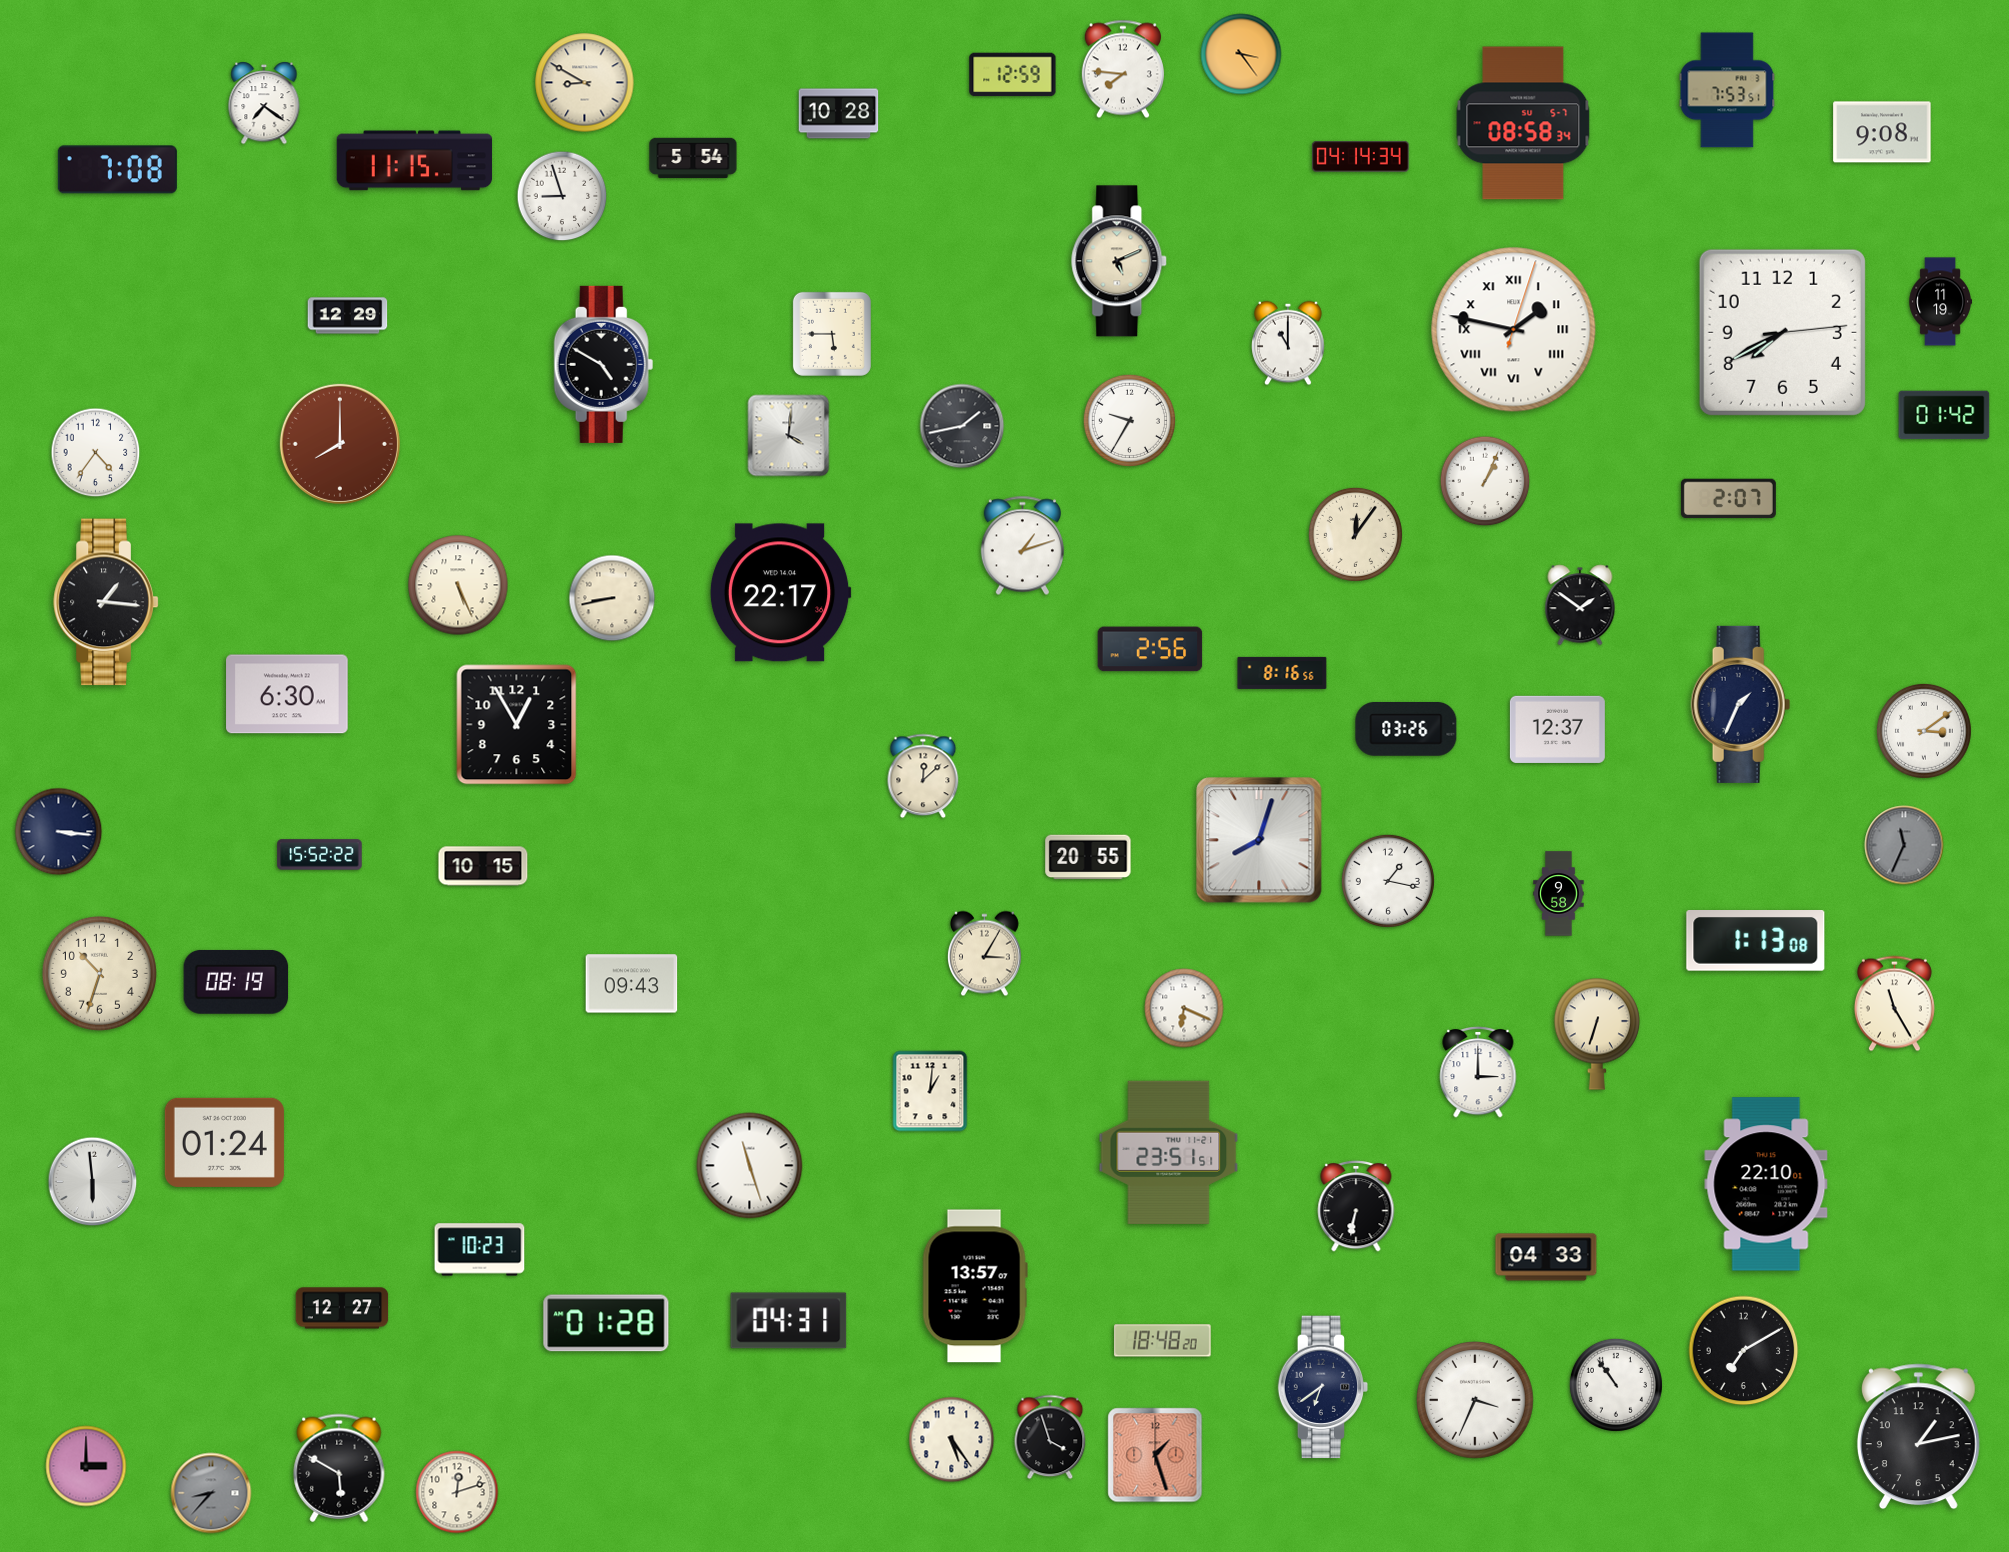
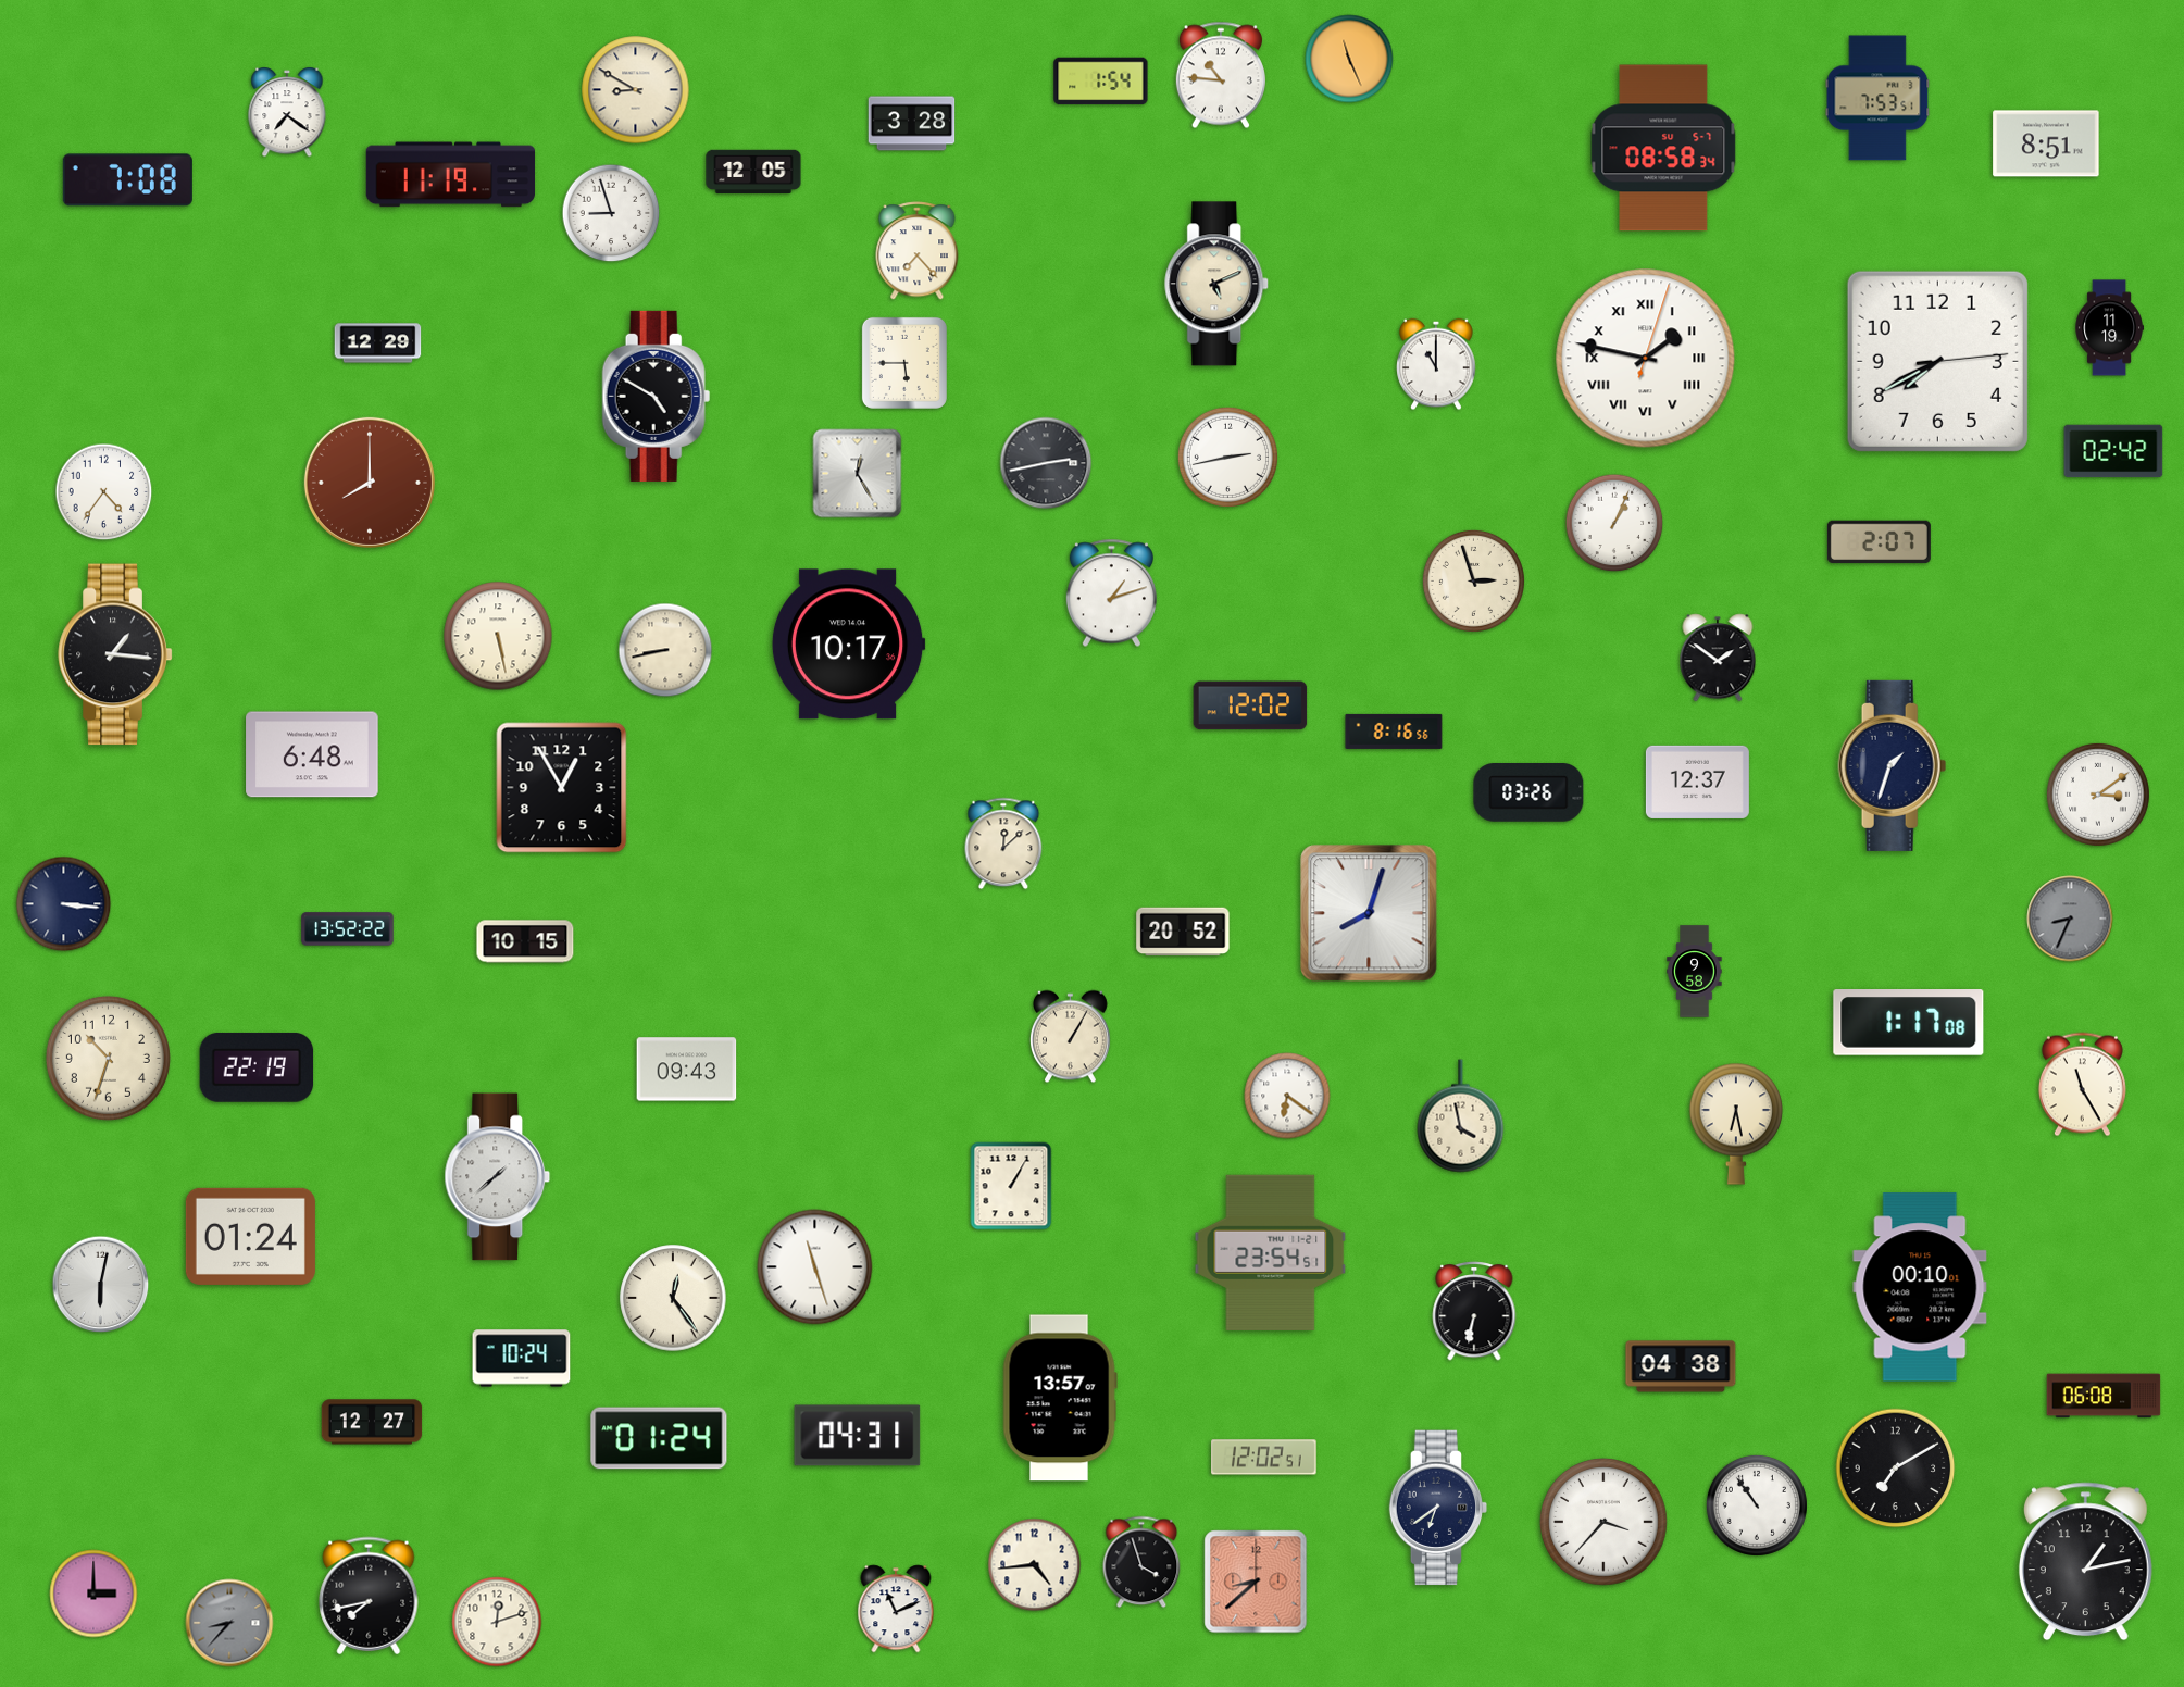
clock at (1241, 54): 3:24 -> 11:26
clock at (1123, 69): 7:46 -> 10:46
clock at (1013, 75): 12:59 -> 1:54
clock at (839, 114): 10:28 -> 3:28
clock at (1523, 123) position: (1523, 123) -> (1663, 148)
clock at (1882, 132): 9:08 -> 8:51
clock at (1361, 157): 04:14 -> none
clock at (693, 158): 5:54 -> 12:05
clock at (415, 161): 11:15 -> 11:19
clock at (117, 170) position: (117, 170) -> (127, 180)
clock at (918, 251): none -> 7:23
clock at (1288, 343) position: (1288, 343) -> (1436, 364)
clock at (1944, 415): 01:42 -> 02:42
clock at (1129, 420): 9:35 -> 2:43
clock at (962, 426): 1:43 -> 2:43
clock at (789, 436): 4:01 -> 12:25
clock at (1355, 534): 12:06 -> 2:57
clock at (458, 585): 5:26 -> 5:28
clock at (780, 593): 22:17 -> 10:17
clock at (1150, 649): 2:56 -> 12:02
clock at (287, 694): 6:30 -> 6:48
clock at (1741, 704): 1:34 -> 1:33
clock at (1557, 729) position: (1557, 729) -> (1697, 782)
clock at (1924, 731) position: (1924, 731) -> (2098, 795)
clock at (1904, 845): 11:34 -> 8:34
clock at (320, 855): 15:52 -> 13:52
clock at (1088, 857): 20:55 -> 20:52
clock at (1388, 881): 1:17 -> none
clock at (1756, 941): 1:13 -> 1:17
clock at (985, 954): 3:05 -> 1:05
clock at (236, 982): 08:19 -> 22:19
clock at (1894, 1004) position: (1894, 1004) -> (2082, 1085)
clock at (1184, 1008): 6:19 -> 6:21
clock at (1461, 1116): none -> 3:58
clock at (1597, 1034): 6:33 -> 6:28
clock at (1478, 1072): 3:00 -> none
clock at (498, 1177): none -> 1:38
clock at (930, 1091): 1:01 -> 1:05
clock at (224, 1142) position: (224, 1142) -> (250, 1236)
clock at (1169, 1152): 23:51 -> 23:54
clock at (93, 1182): 5:59 -> 6:02
clock at (1766, 1184): 22:10 -> 00:10
clock at (673, 1298): none -> 12:24
clock at (480, 1250): 10:23 -> 10:24
clock at (1546, 1257): 04:33 -> 04:38
clock at (2104, 1396): none -> 06:08
clock at (606, 1323): 01:28 -> 01:24
clock at (1163, 1341): 18:48 -> 12:02
clock at (1476, 1401): 3:34 -> 3:37
clock at (952, 1440): 5:24 -> 4:44
clock at (1155, 1455): 1:27 -> 8:38
clock at (339, 1468): 5:50 -> 7:43
clock at (896, 1609): none -> 11:11
